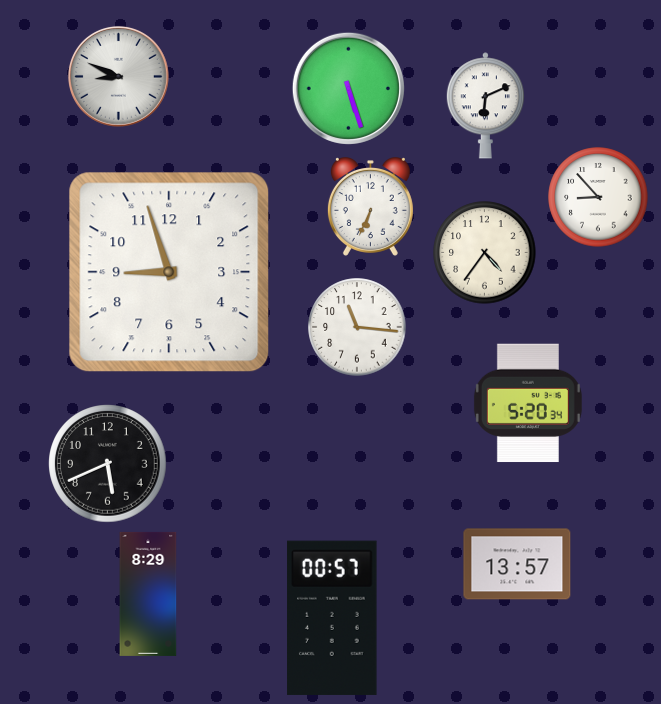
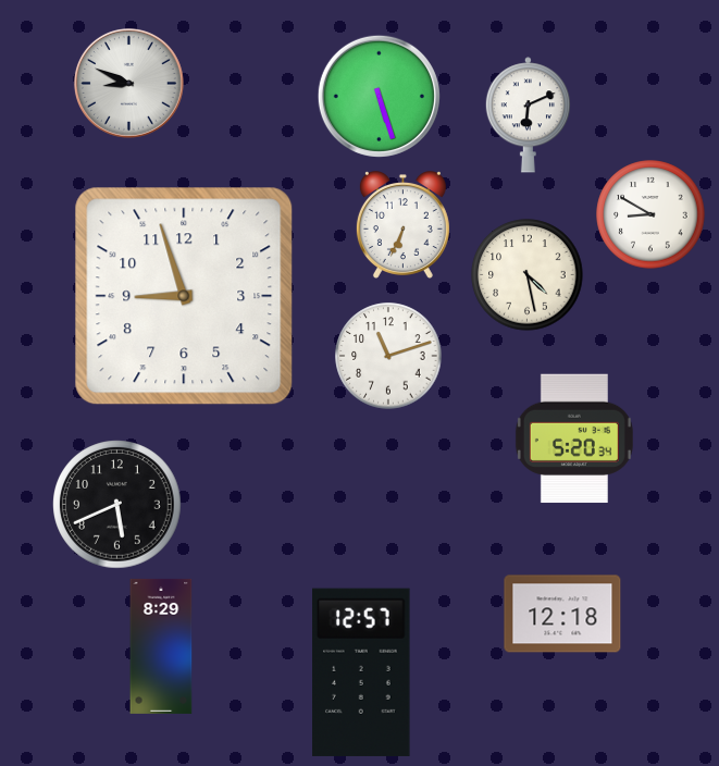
clock at (598, 197): 8:53 -> 8:50
clock at (485, 253): 4:36 -> 4:28
clock at (357, 327): 11:16 -> 11:12
clock at (517, 564): 13:57 -> 12:18
clock at (332, 618): 00:57 -> 12:57
